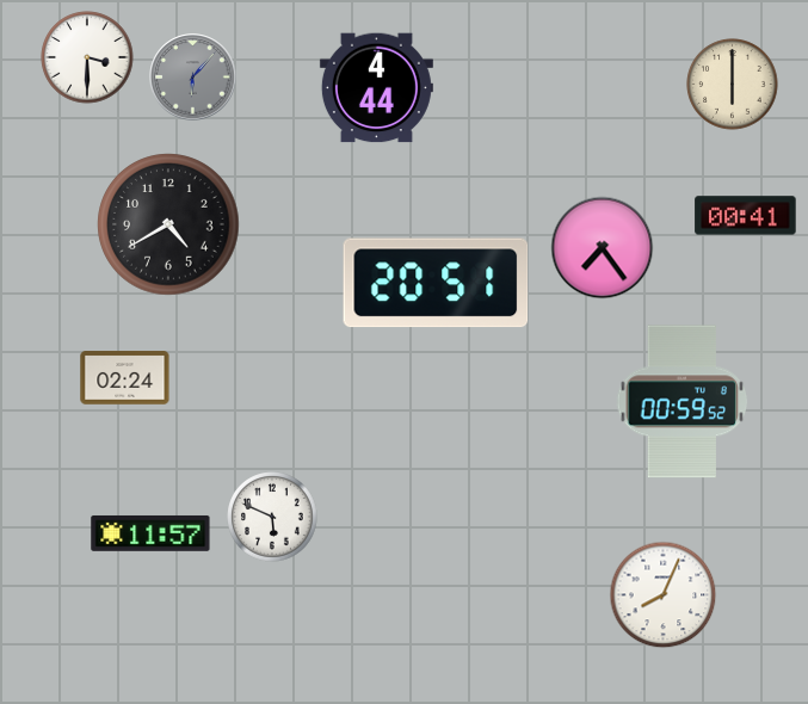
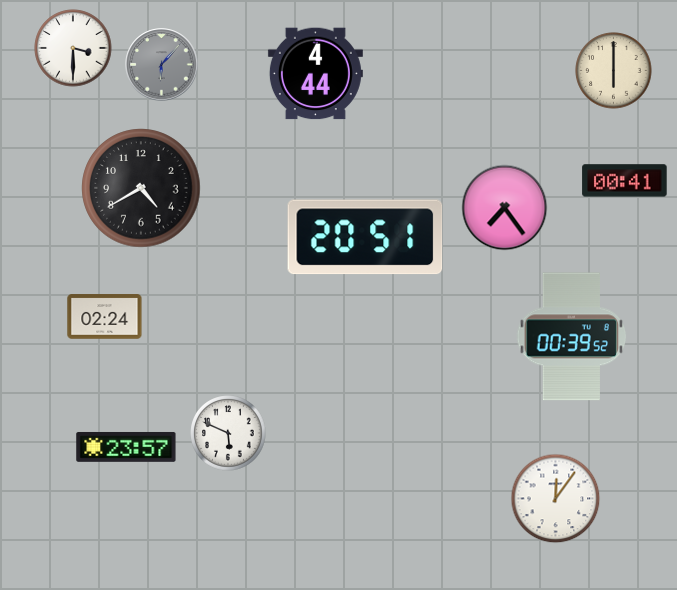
clock at (683, 402): 00:59 -> 00:39
clock at (150, 533): 11:57 -> 23:57
clock at (664, 595): 8:04 -> 12:06
